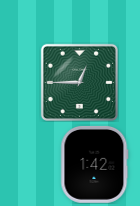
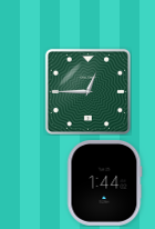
clock at (94, 164): 1:42 -> 1:44
